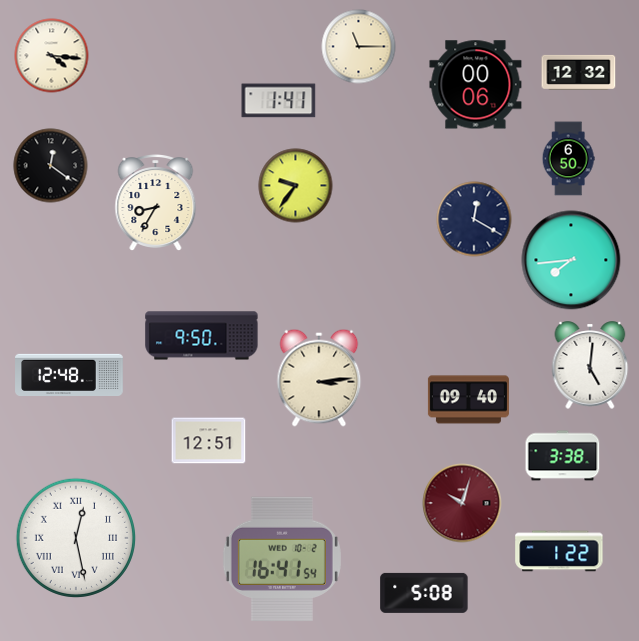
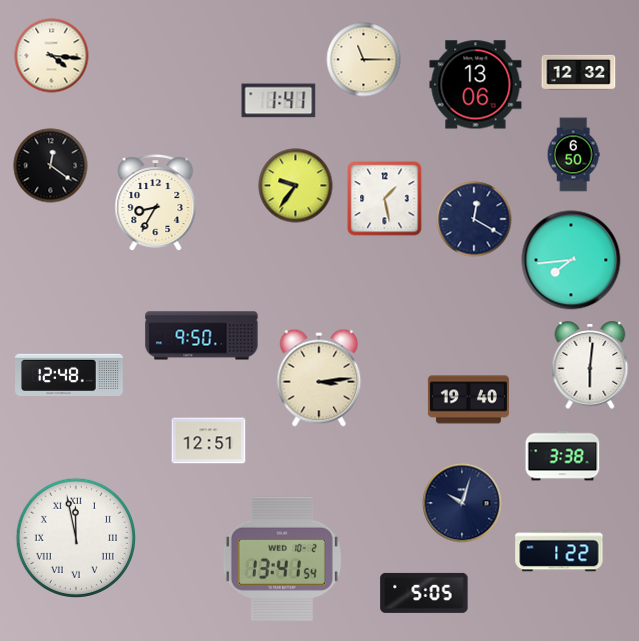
clock at (359, 47) position: (359, 47) -> (364, 60)
clock at (476, 85): 00:06 -> 13:06
clock at (568, 159) position: (568, 159) -> (573, 155)
clock at (385, 199): none -> 1:28
clock at (590, 365): 5:01 -> 6:01
clock at (468, 400): 09:40 -> 19:40
clock at (462, 503) dial: burgundy -> navy
clock at (76, 538): 12:28 -> 11:58
clock at (282, 559): 16:41 -> 13:41
clock at (424, 593): 5:08 -> 5:05
